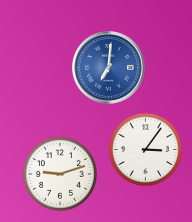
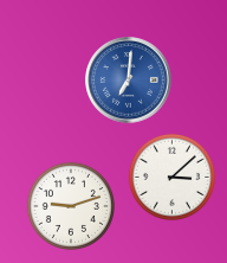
clock at (145, 149): 3:06 -> 3:08
